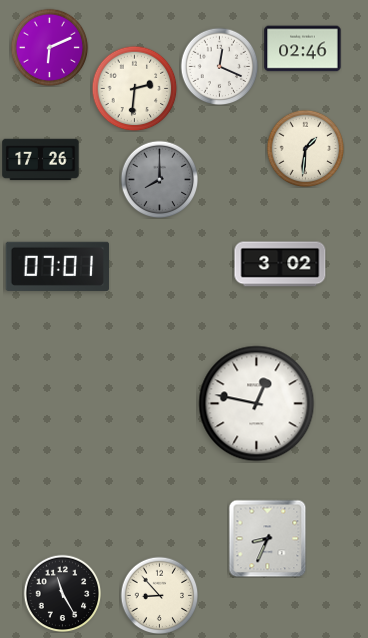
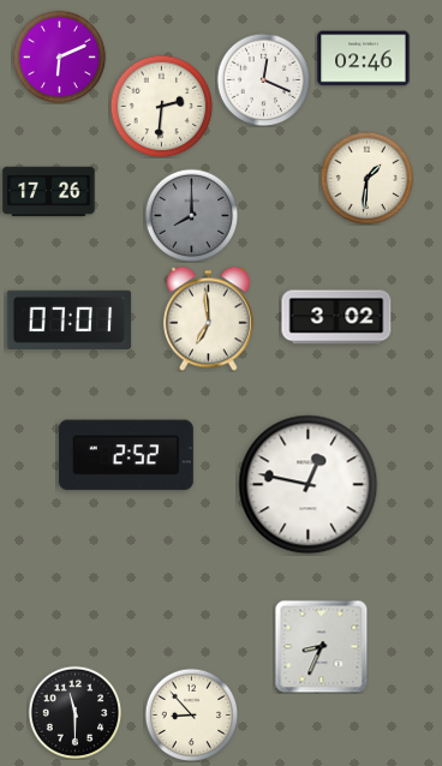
clock at (209, 318): none -> 6:59
clock at (126, 455): none -> 2:52
clock at (62, 593): 11:25 -> 11:30
